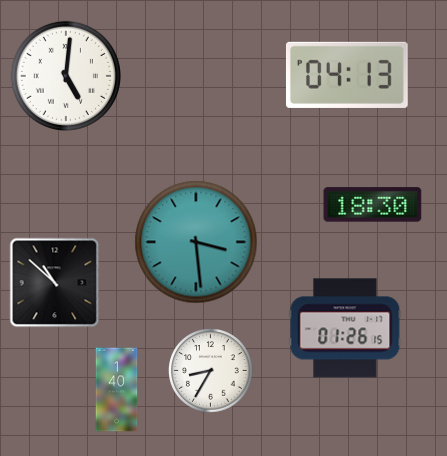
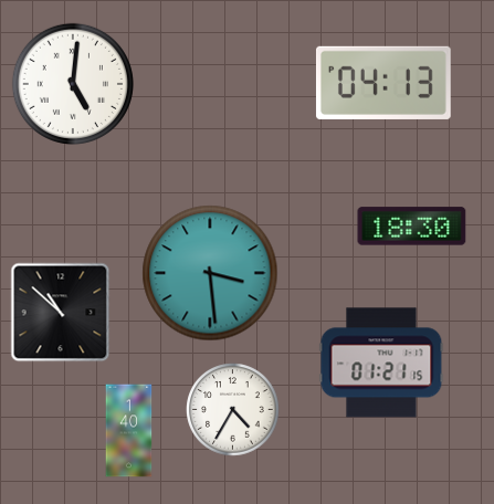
clock at (196, 242) position: (196, 242) -> (210, 273)
clock at (345, 328): 01:26 -> 01:21
clock at (211, 371): 8:35 -> 4:35
